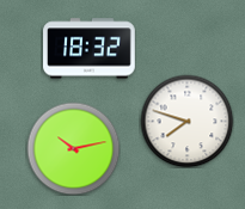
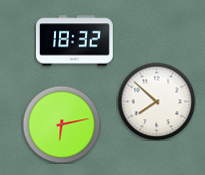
clock at (186, 121): 7:48 -> 7:52
clock at (73, 148): 10:13 -> 6:13
